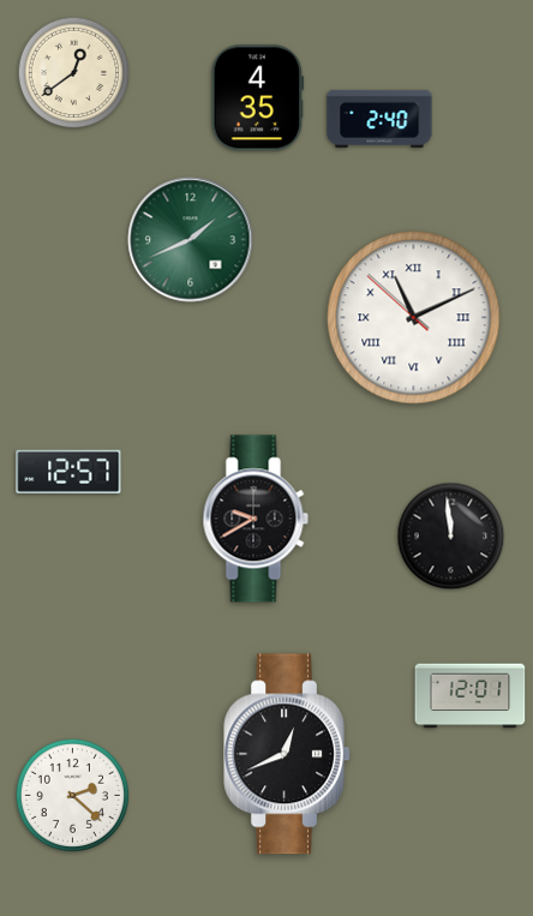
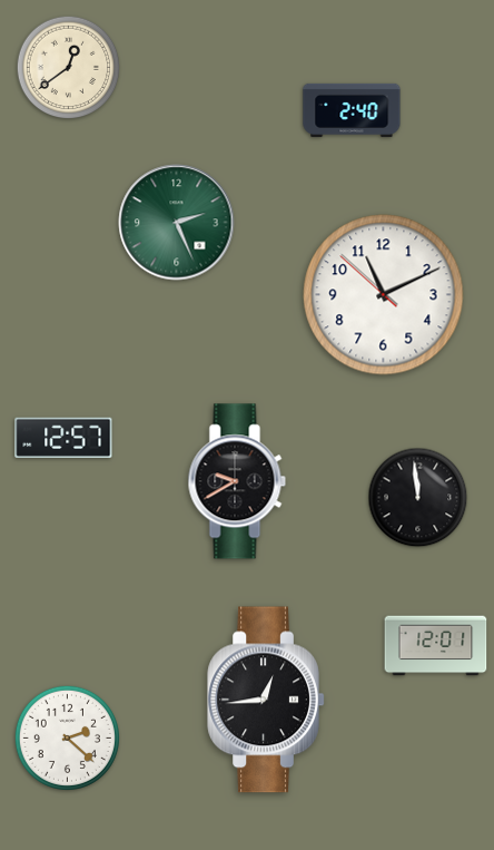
clock at (258, 98): 4:35 -> none
clock at (191, 240): 1:41 -> 2:26
clock at (414, 318) numerals: Roman -> Arabic
clock at (287, 754): 12:41 -> 12:44
